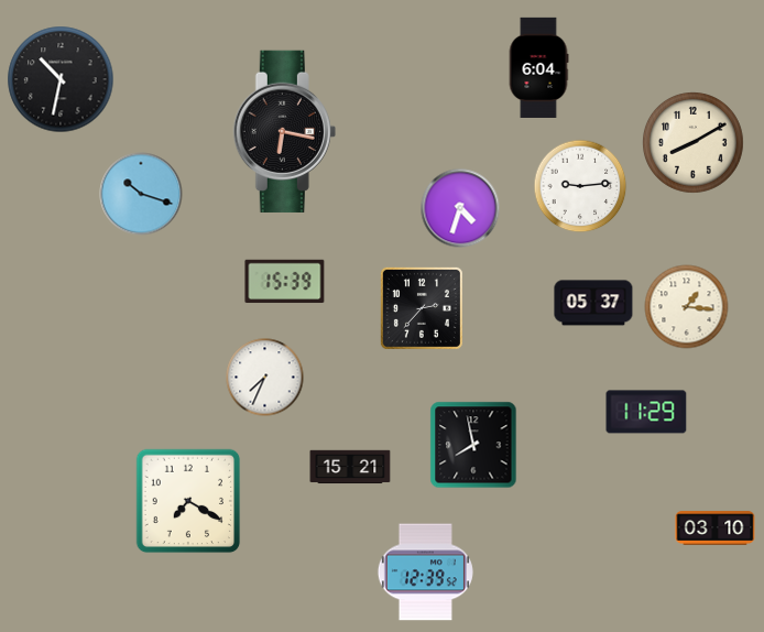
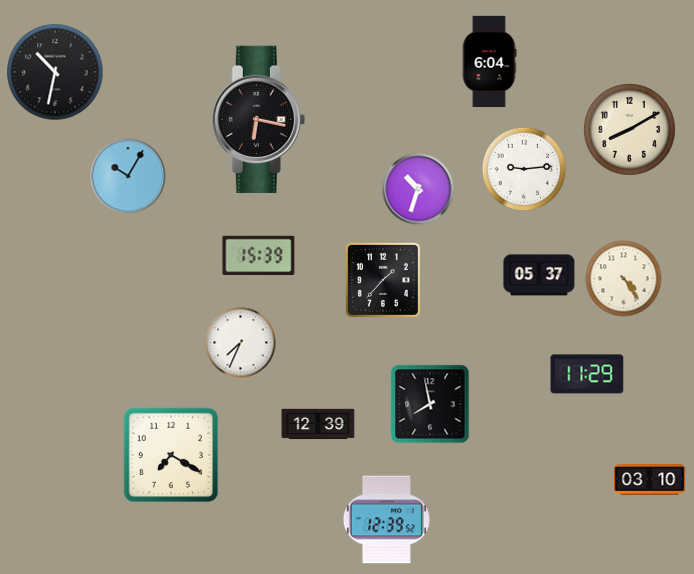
clock at (580, 186) position: (580, 186) -> (524, 169)
clock at (141, 194): 10:18 -> 10:05
clock at (460, 208): 4:33 -> 10:33
clock at (687, 307): 1:16 -> 4:24
clock at (422, 308): 2:37 -> 1:37
clock at (350, 467): 15:21 -> 12:39
